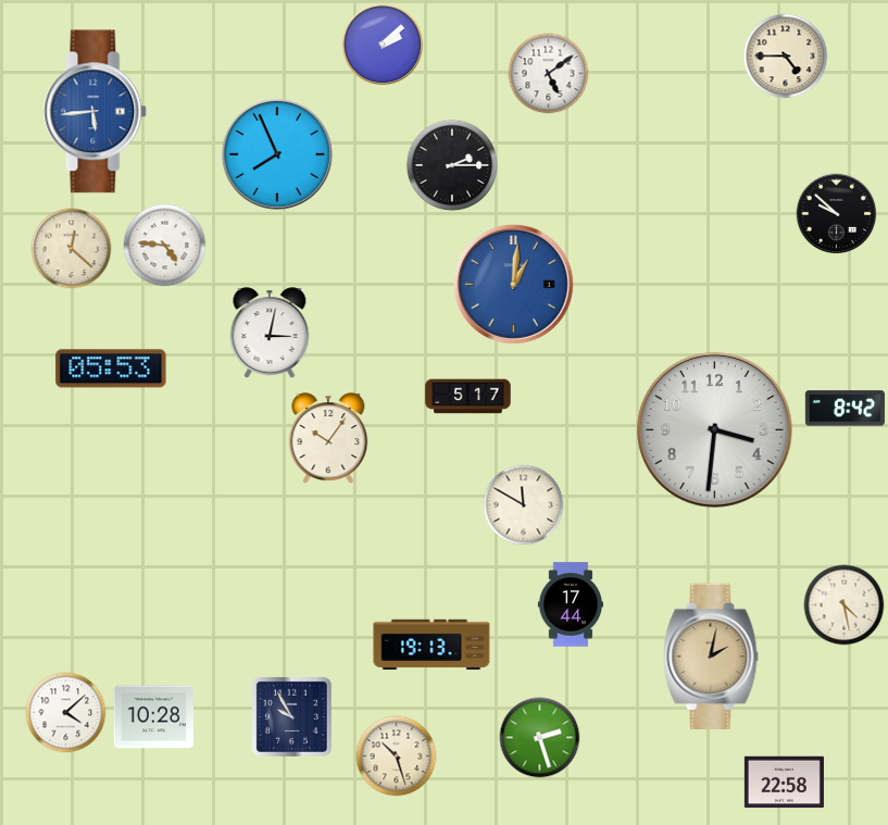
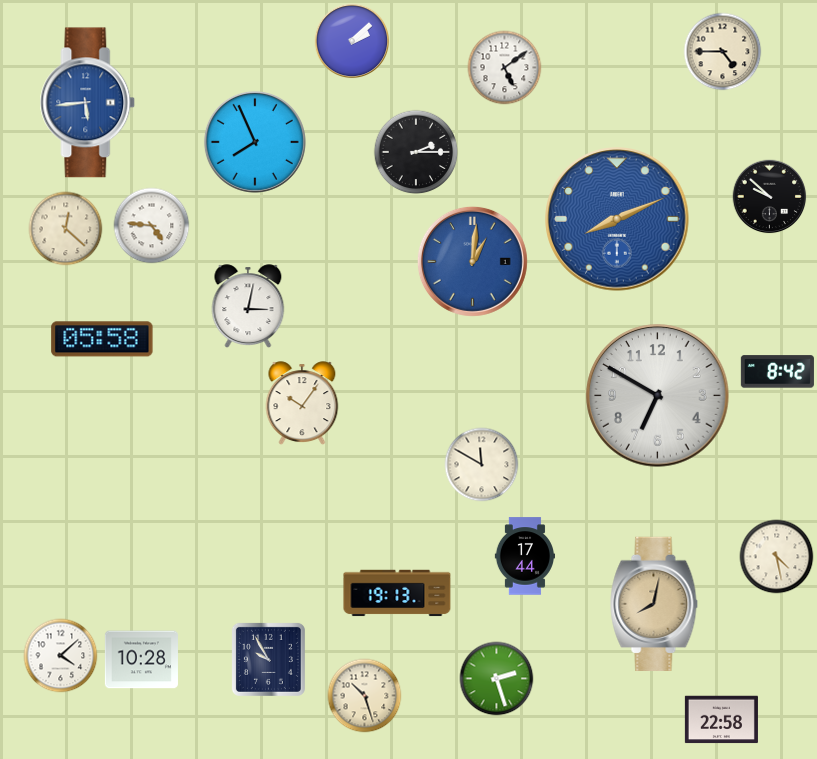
clock at (617, 219): none -> 8:11
clock at (111, 368): 05:53 -> 05:58
clock at (468, 397): 5:17 -> none
clock at (845, 409) position: (845, 409) -> (777, 372)
clock at (715, 430): 3:31 -> 6:50
clock at (711, 655): 2:02 -> 8:02
